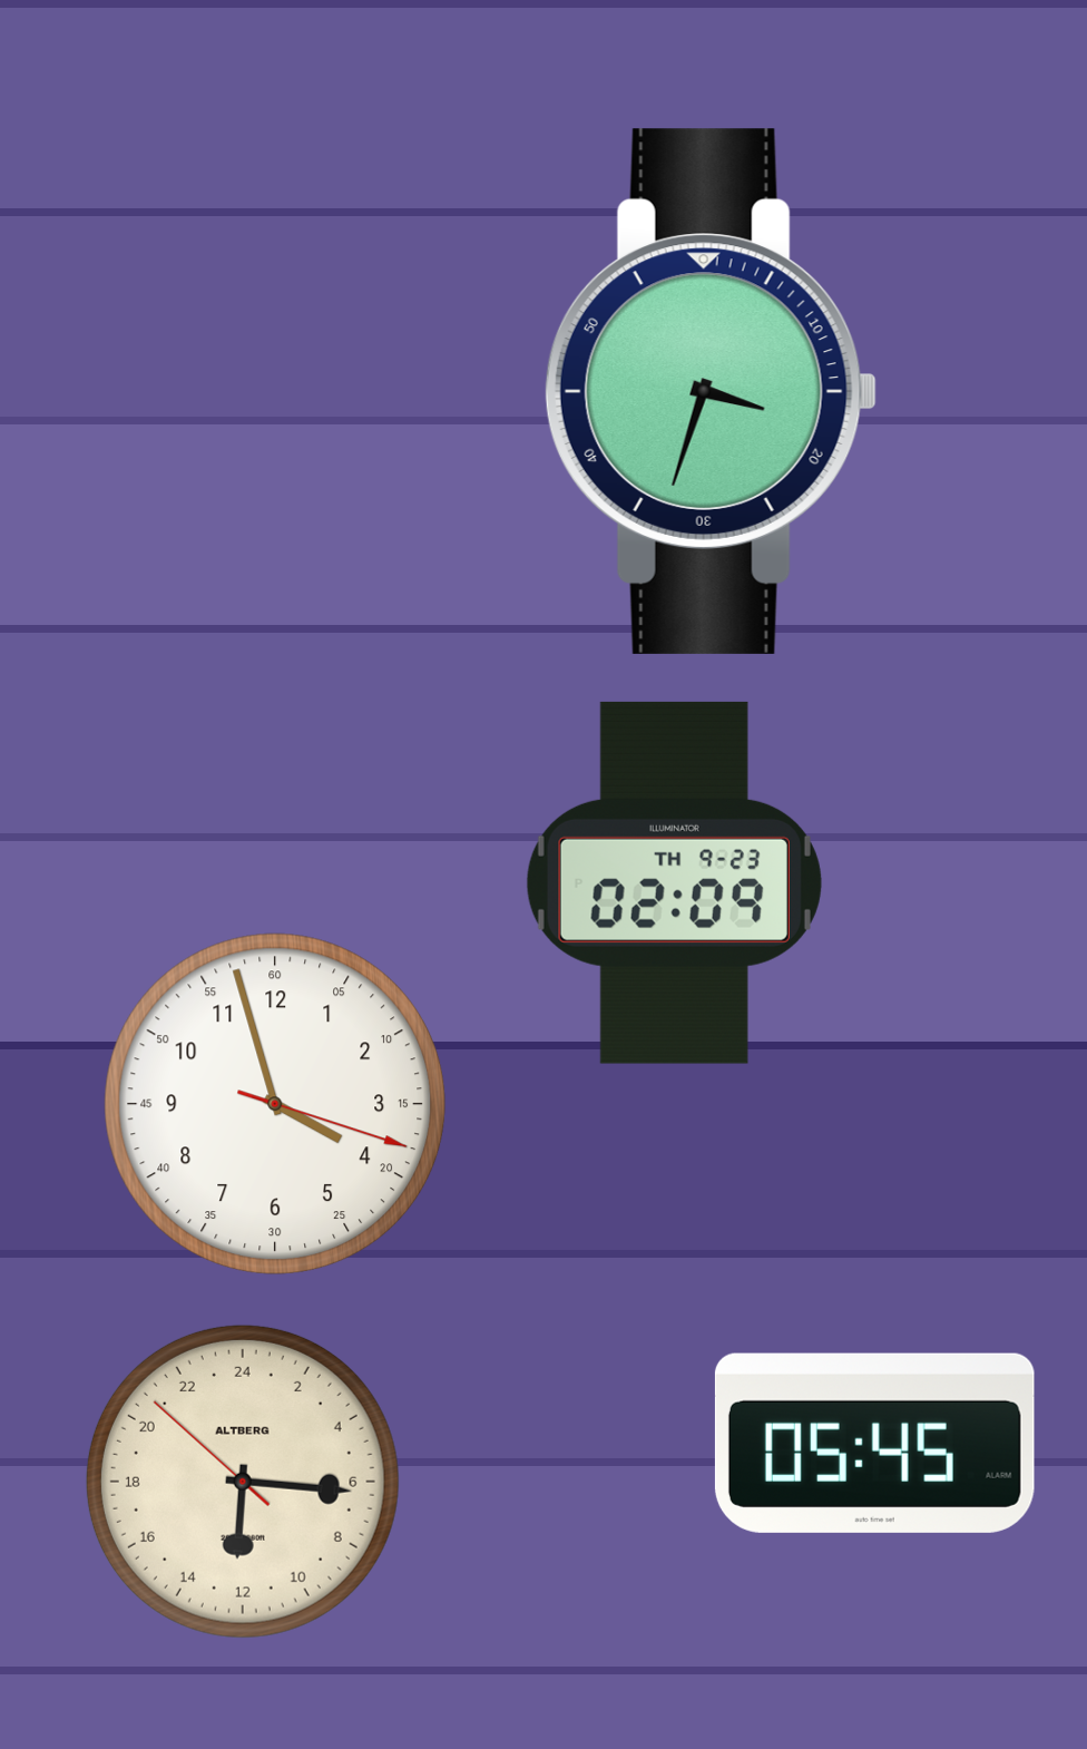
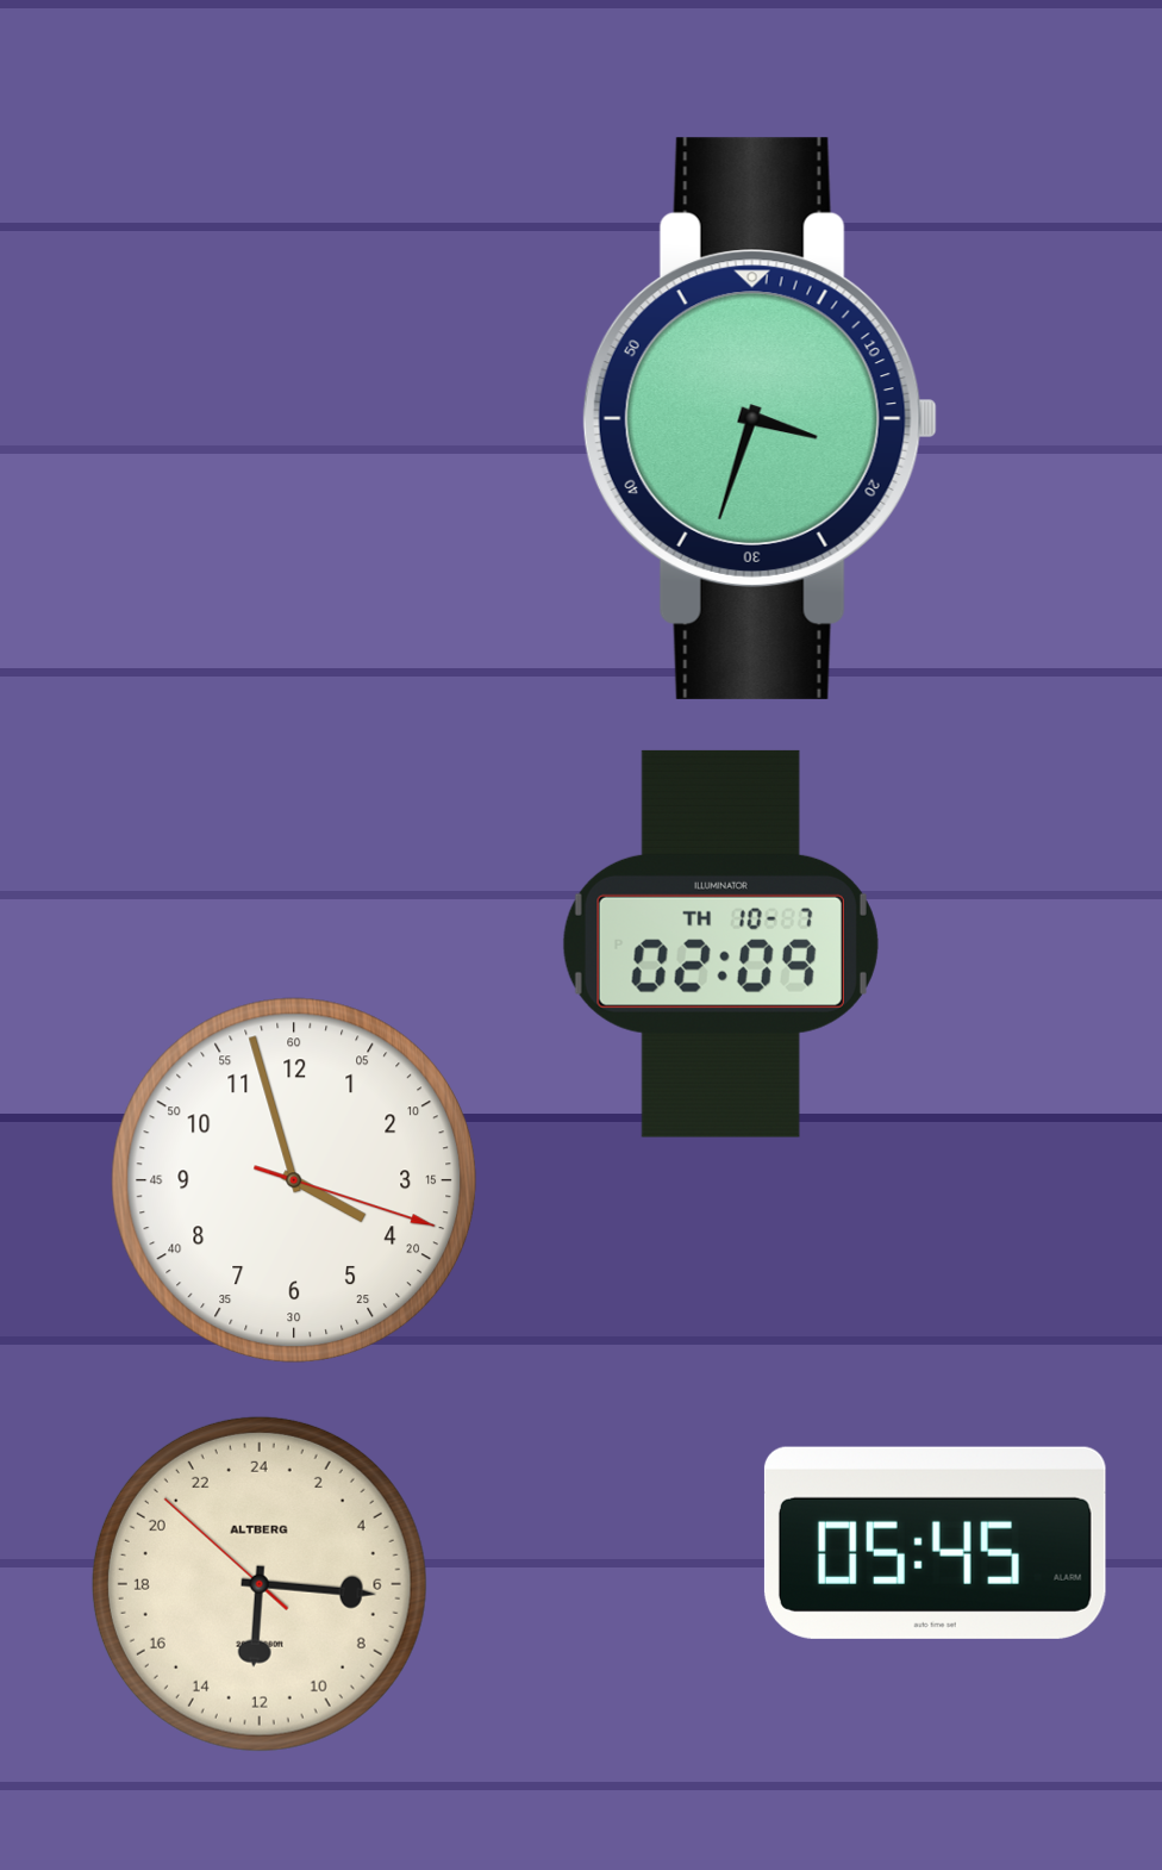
clock at (674, 882) date: TH 9-23 -> TH 10-7
